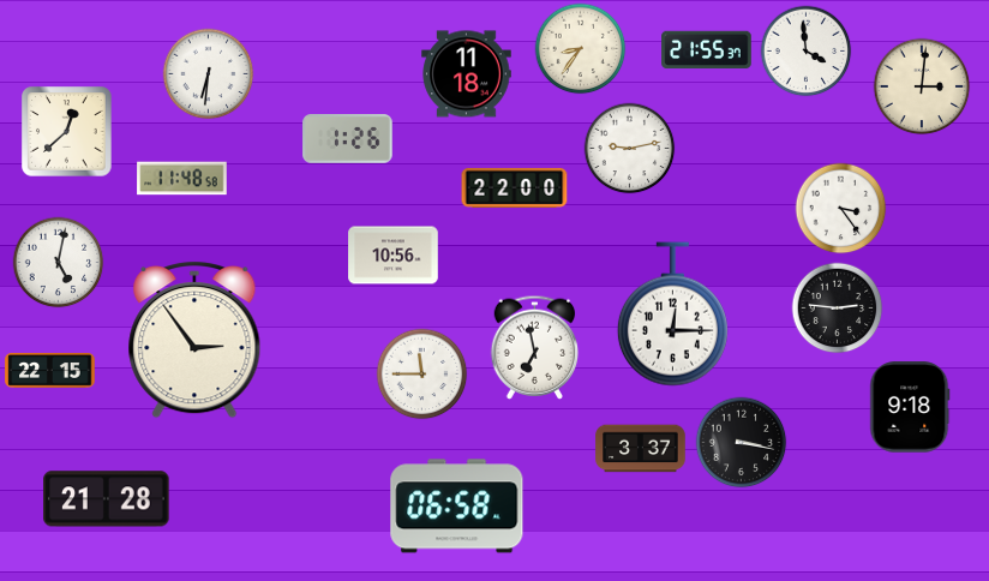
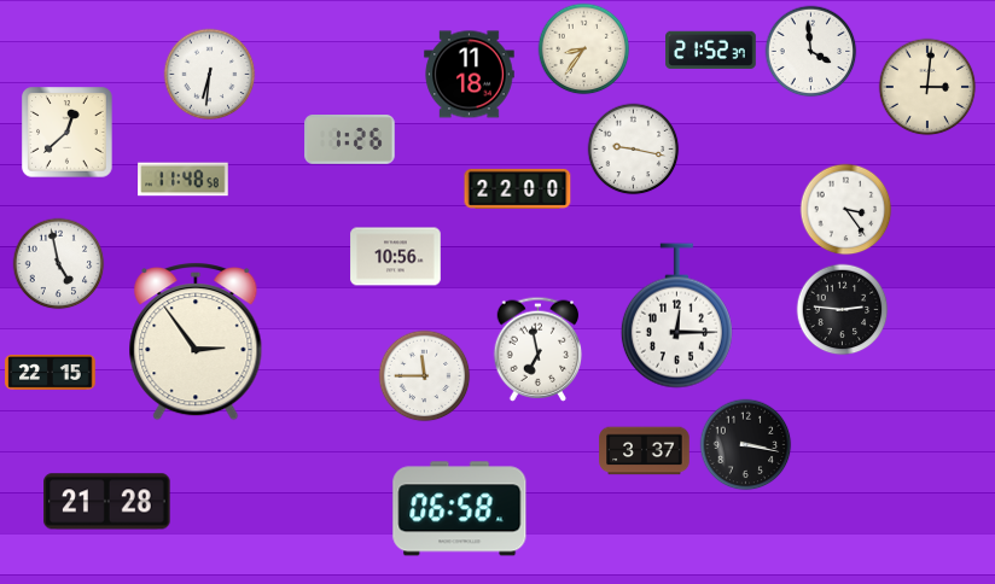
clock at (707, 50): 21:55 -> 21:52
clock at (630, 149): 9:13 -> 9:17
clock at (59, 263): 5:02 -> 4:58
clock at (910, 407): 9:18 -> none
